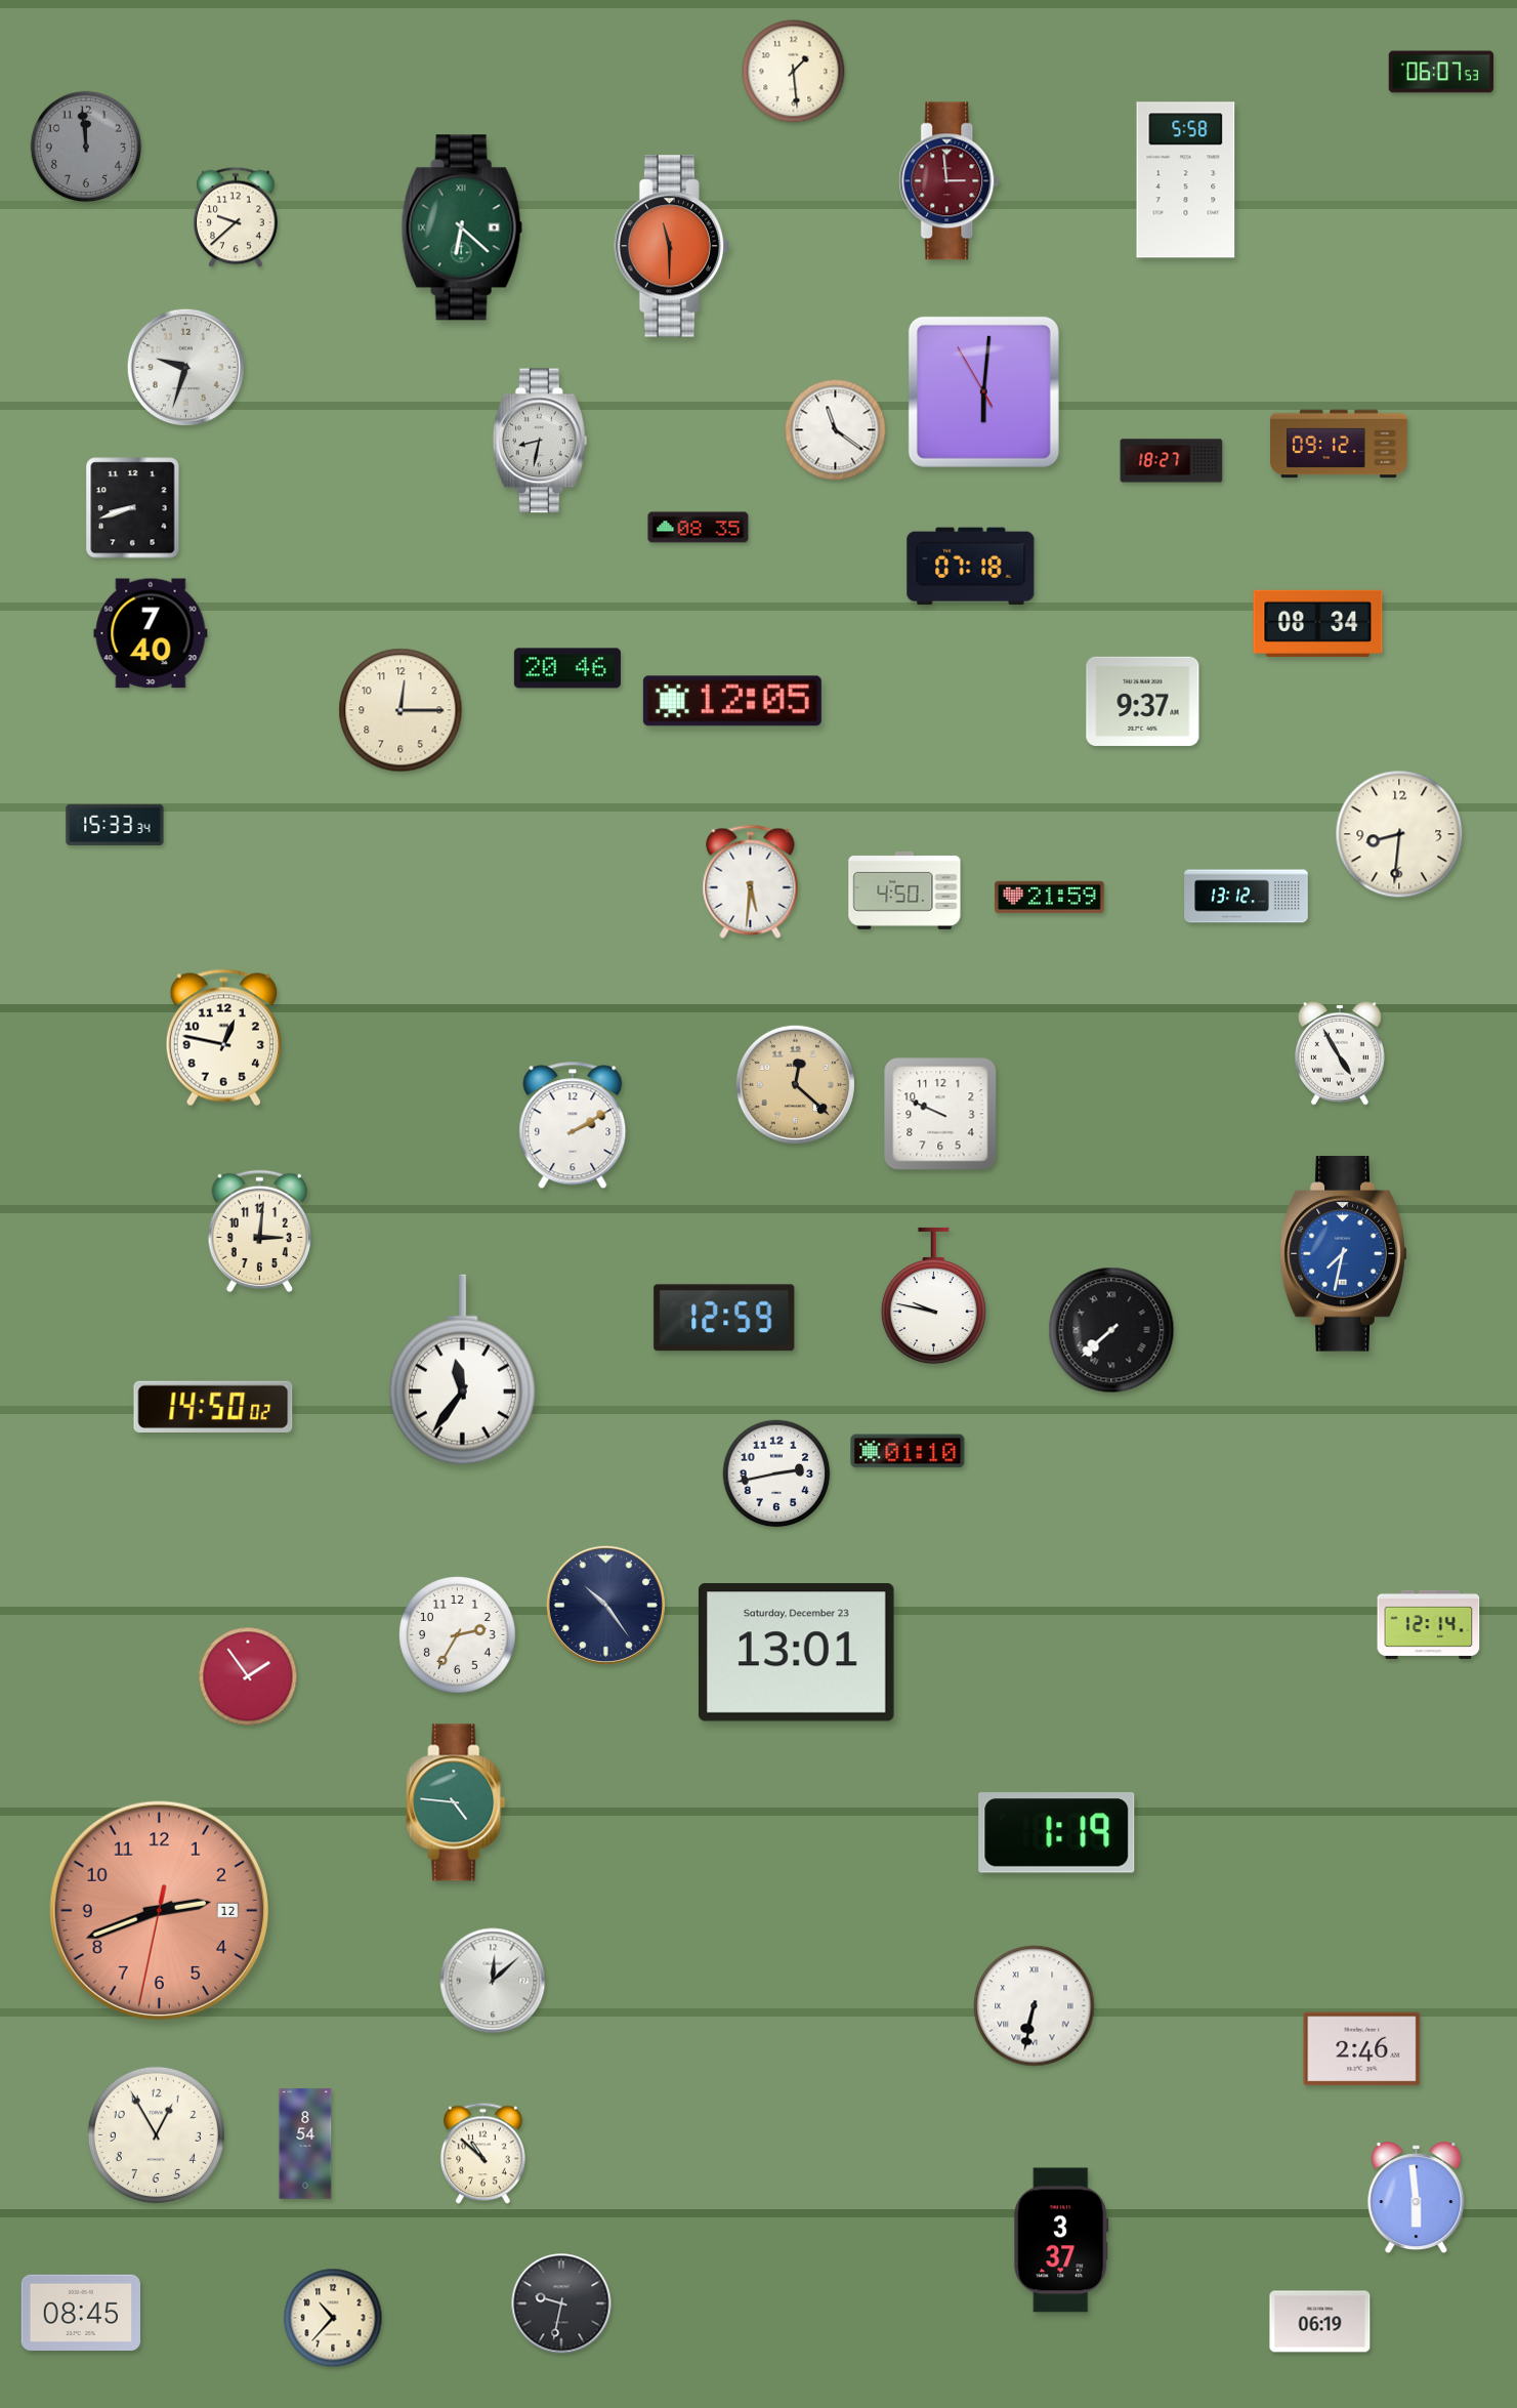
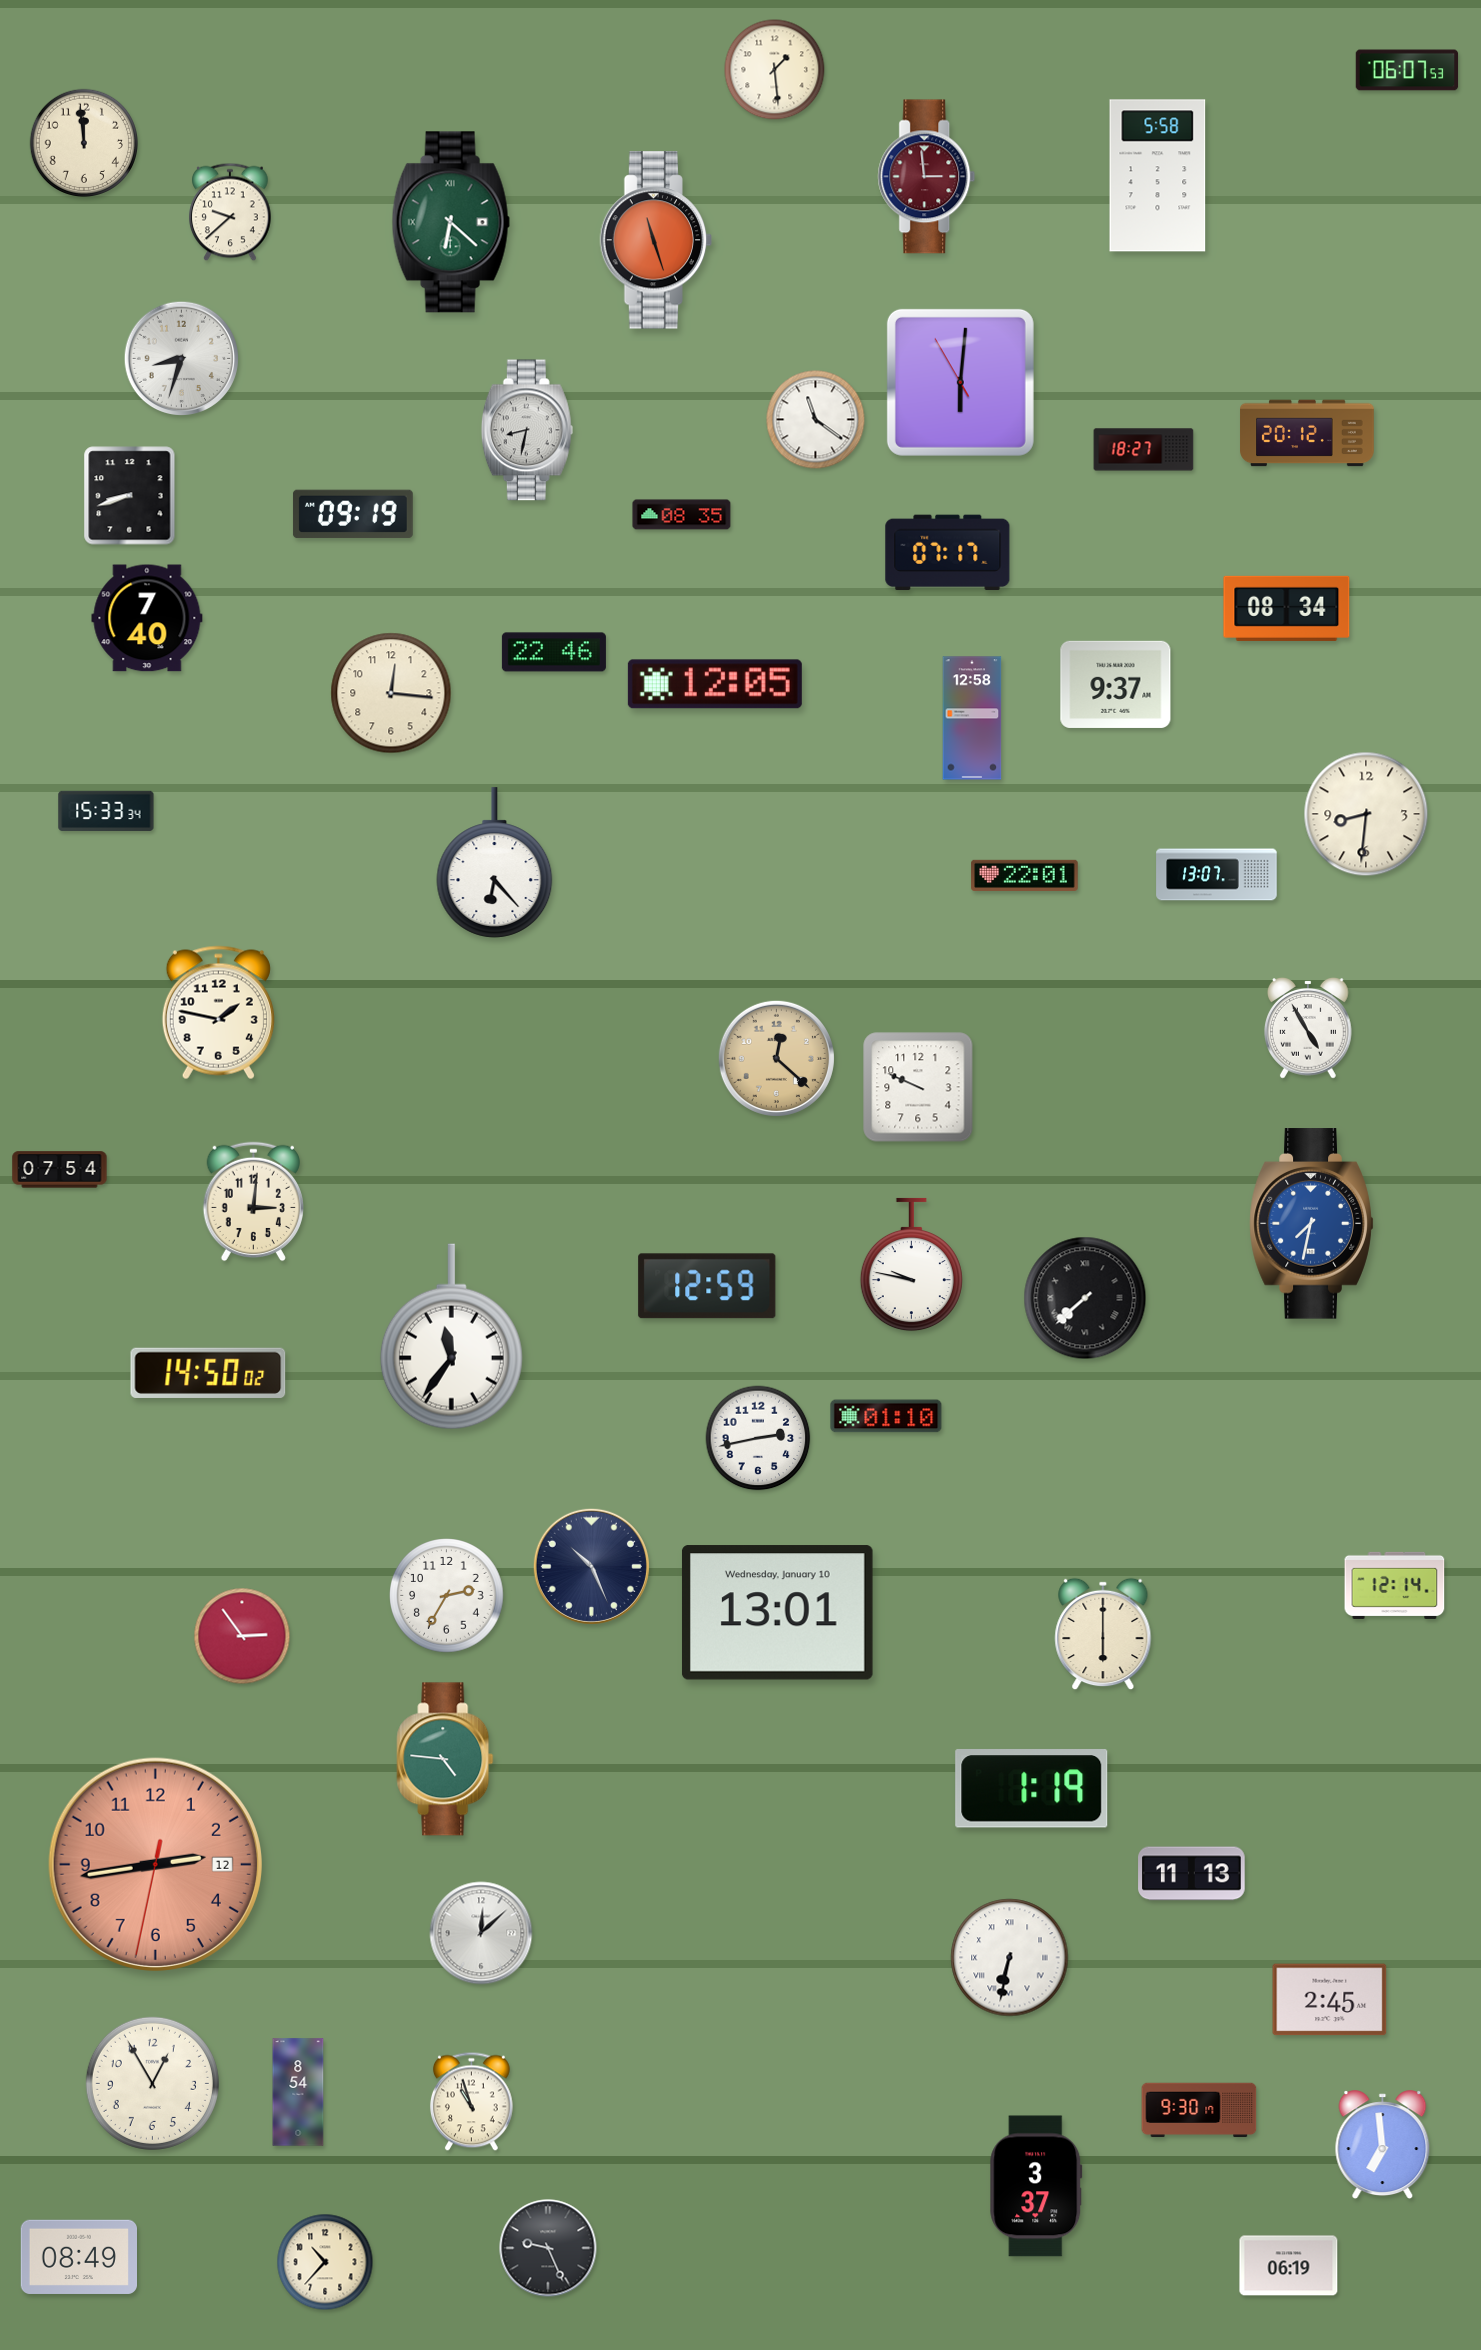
clock at (85, 146) dial: grey -> cream
clock at (672, 246): 11:30 -> 11:27
clock at (185, 367): 9:33 -> 8:33
clock at (1339, 444): 09:12 -> 20:12
clock at (353, 514): none -> 09:19
clock at (971, 567): 07:18 -> 07:17
clock at (567, 668): 20:46 -> 22:46
clock at (401, 710): 12:15 -> 12:16
clock at (972, 718): none -> 12:58
clock at (115, 825) position: (115, 825) -> (106, 811)
clock at (751, 881): 5:31 -> none
clock at (495, 863): none -> 6:23
clock at (904, 891): 4:50 -> none
clock at (1050, 897): 21:59 -> 22:01
clock at (1247, 897): 13:12 -> 13:07
clock at (223, 1038): 12:47 -> 1:47
clock at (573, 1125): 2:10 -> none
clock at (60, 1170): none -> 07:54
clock at (605, 1605): 10:24 -> 10:26
clock at (796, 1653) date: Saturday, December 23 -> Wednesday, January 10
clock at (1103, 1634): none -> 6:00
clock at (248, 1676): 1:54 -> 2:54
clock at (159, 1910): 2:41 -> 2:43
clock at (1192, 1874): none -> 11:13
clock at (1362, 2049): 2:46 -> 2:45
clock at (482, 2154): 10:52 -> 10:57
clock at (1199, 2110): none -> 9:30
clock at (1417, 2198): 5:59 -> 6:59
clock at (561, 2303): 9:32 -> 9:26
clock at (80, 2313): 08:45 -> 08:49
